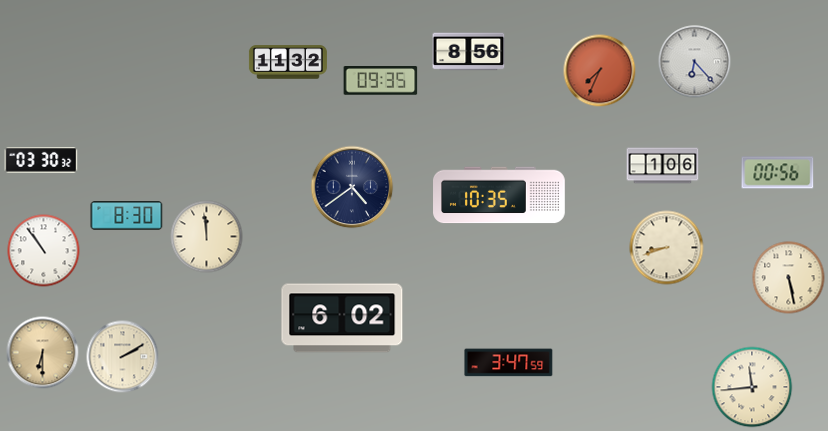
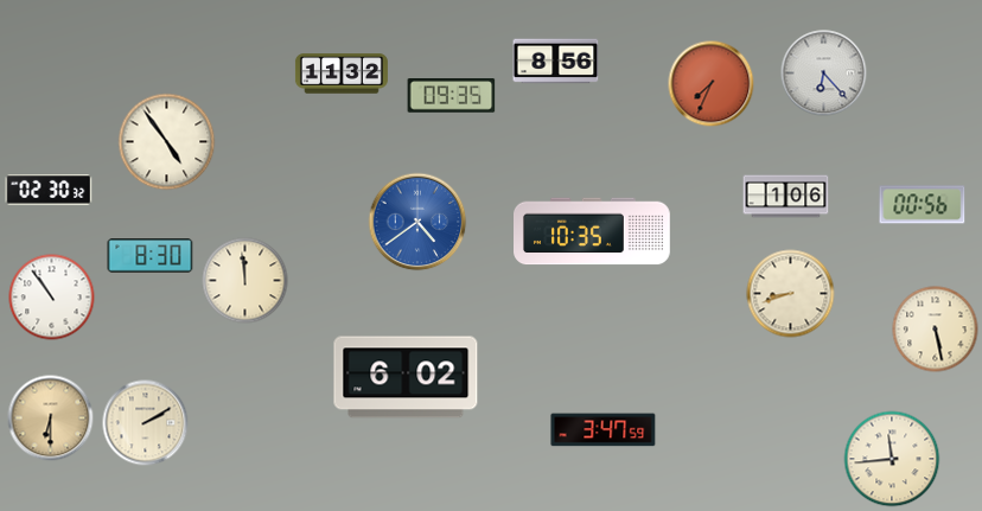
clock at (167, 142): none -> 4:54
clock at (41, 160): 03:30 -> 02:30
clock at (352, 187) dial: navy -> blue
